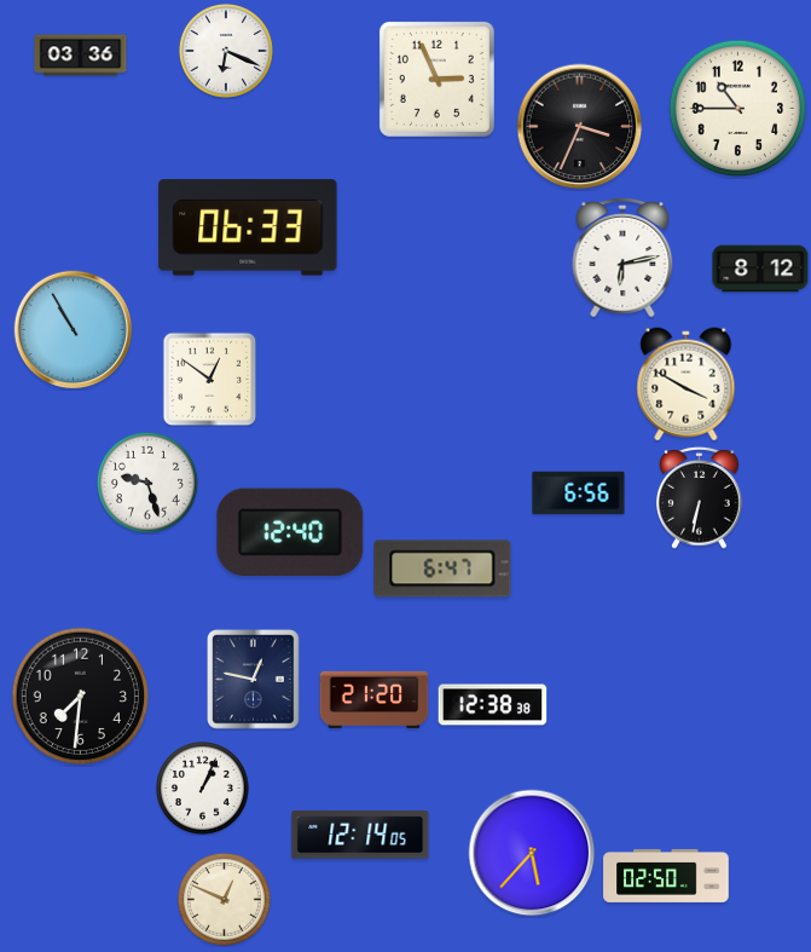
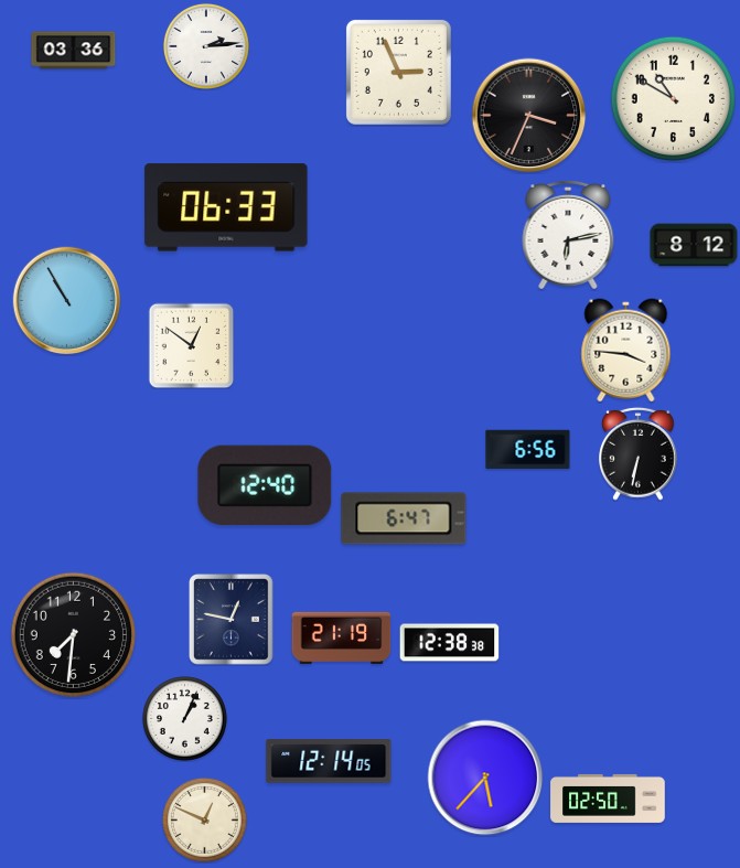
clock at (226, 51): 6:19 -> 2:14
clock at (737, 108): 10:45 -> 10:50
clock at (687, 385): 3:50 -> 3:46
clock at (147, 483): 9:27 -> none
clock at (375, 699): 21:20 -> 21:19
